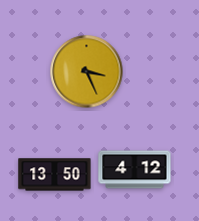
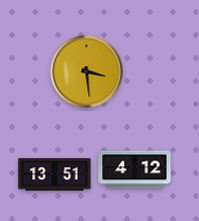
clock at (87, 72): 3:26 -> 3:29
clock at (55, 175): 13:50 -> 13:51
